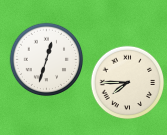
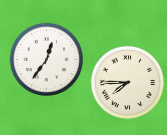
clock at (47, 60): 12:33 -> 12:36
